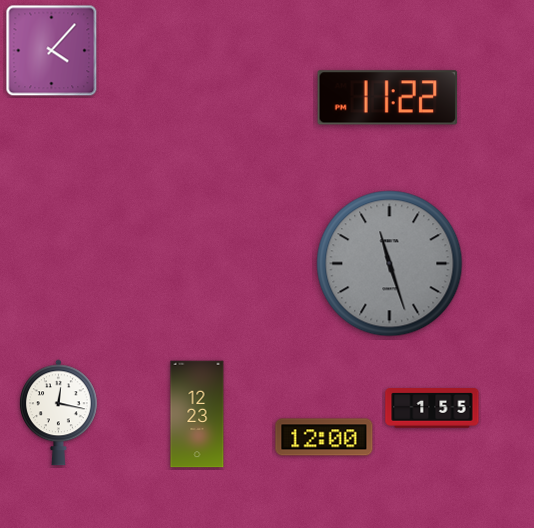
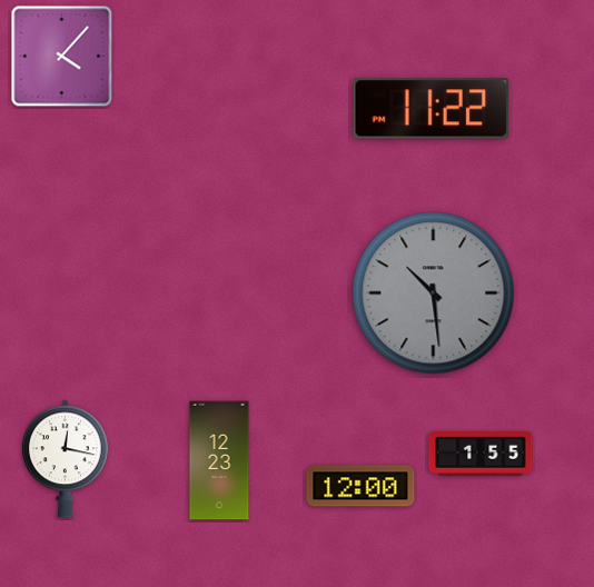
clock at (52, 51) position: (52, 51) -> (62, 57)
clock at (390, 264): 11:27 -> 10:29
